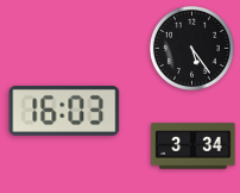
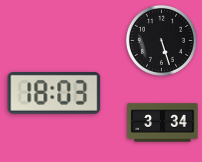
clock at (191, 48): 5:24 -> 5:27
clock at (64, 111): 16:03 -> 18:03
